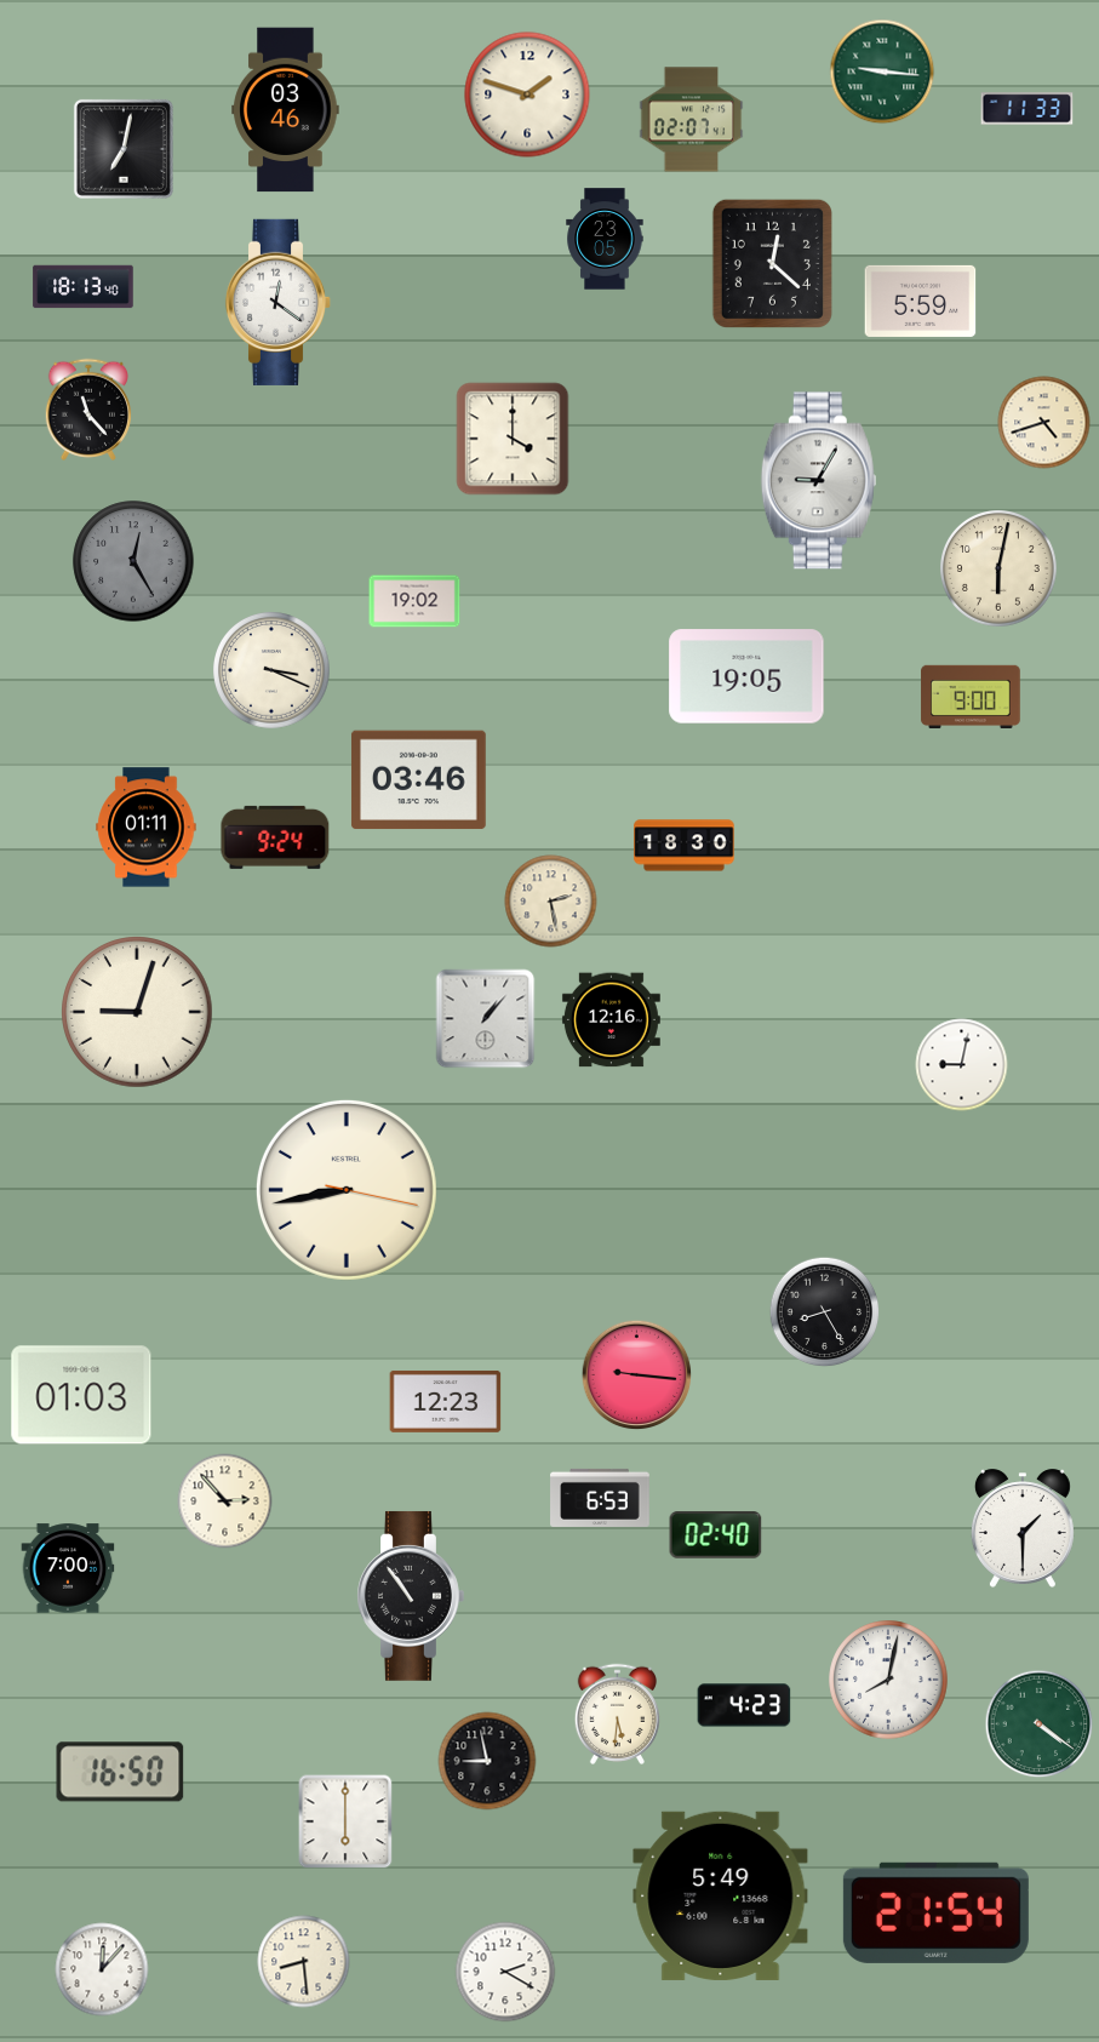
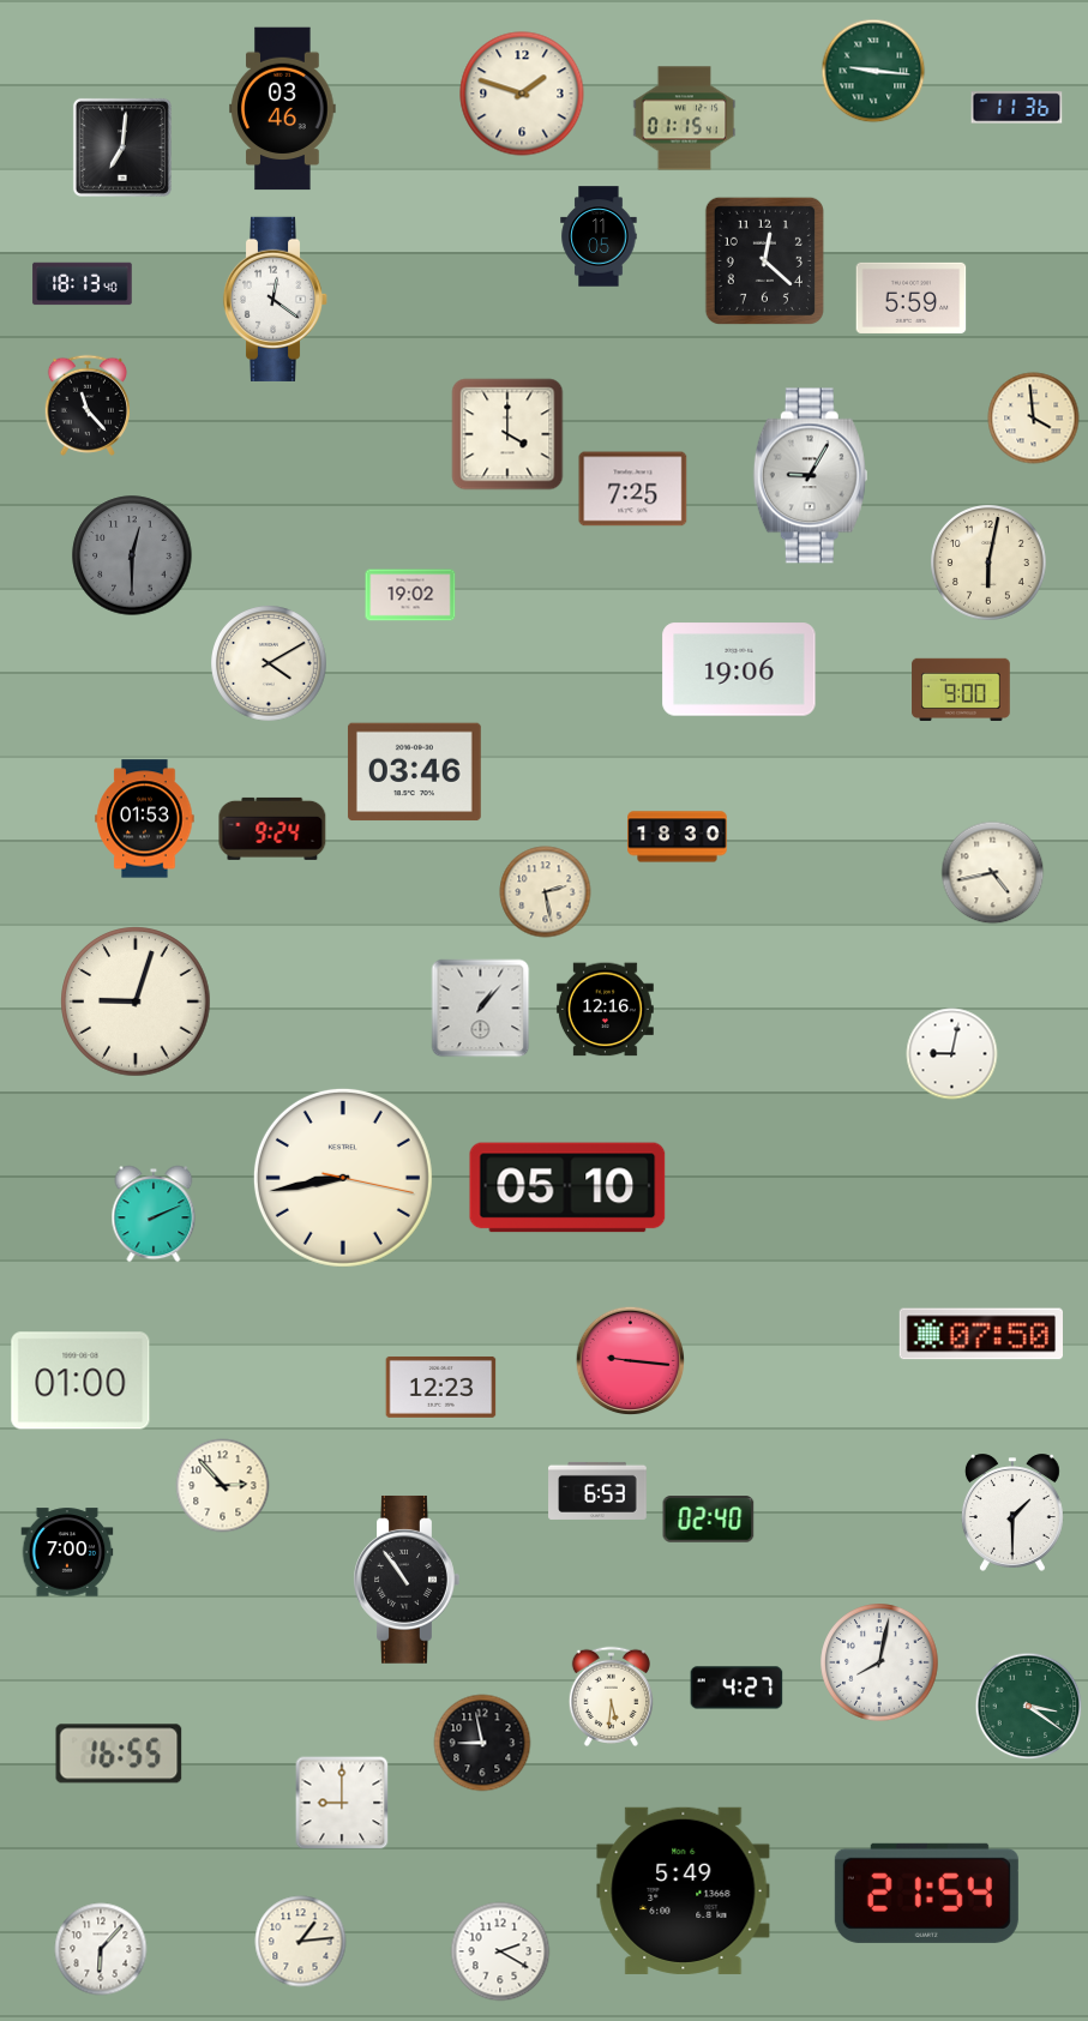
clock at (1028, 109): 11:33 -> 11:36
clock at (692, 120): 02:07 -> 01:15
clock at (124, 149): 7:02 -> 7:01
clock at (605, 239): 23:05 -> 11:05
clock at (1044, 423): 4:42 -> 3:59
clock at (633, 489): none -> 7:25
clock at (133, 561): 12:25 -> 12:30
clock at (273, 671): 3:19 -> 4:10
clock at (746, 676): 19:05 -> 19:06
clock at (147, 828): 01:11 -> 01:53
clock at (993, 873): none -> 4:43
clock at (567, 1187): none -> 05:10
clock at (154, 1214): none -> 2:11
clock at (825, 1312): 8:25 -> none
clock at (980, 1334): none -> 07:50
clock at (81, 1395): 01:03 -> 01:00
clock at (600, 1498) position: (600, 1498) -> (597, 1491)
clock at (744, 1705): 4:23 -> 4:27
clock at (1040, 1724): 4:21 -> 3:21
clock at (120, 1772): 16:50 -> 16:55
clock at (345, 1821): 6:00 -> 9:00
clock at (721, 1895) position: (721, 1895) -> (684, 1890)
clock at (304, 1962): 8:29 -> 1:14
clock at (102, 1969): 12:07 -> 6:07
